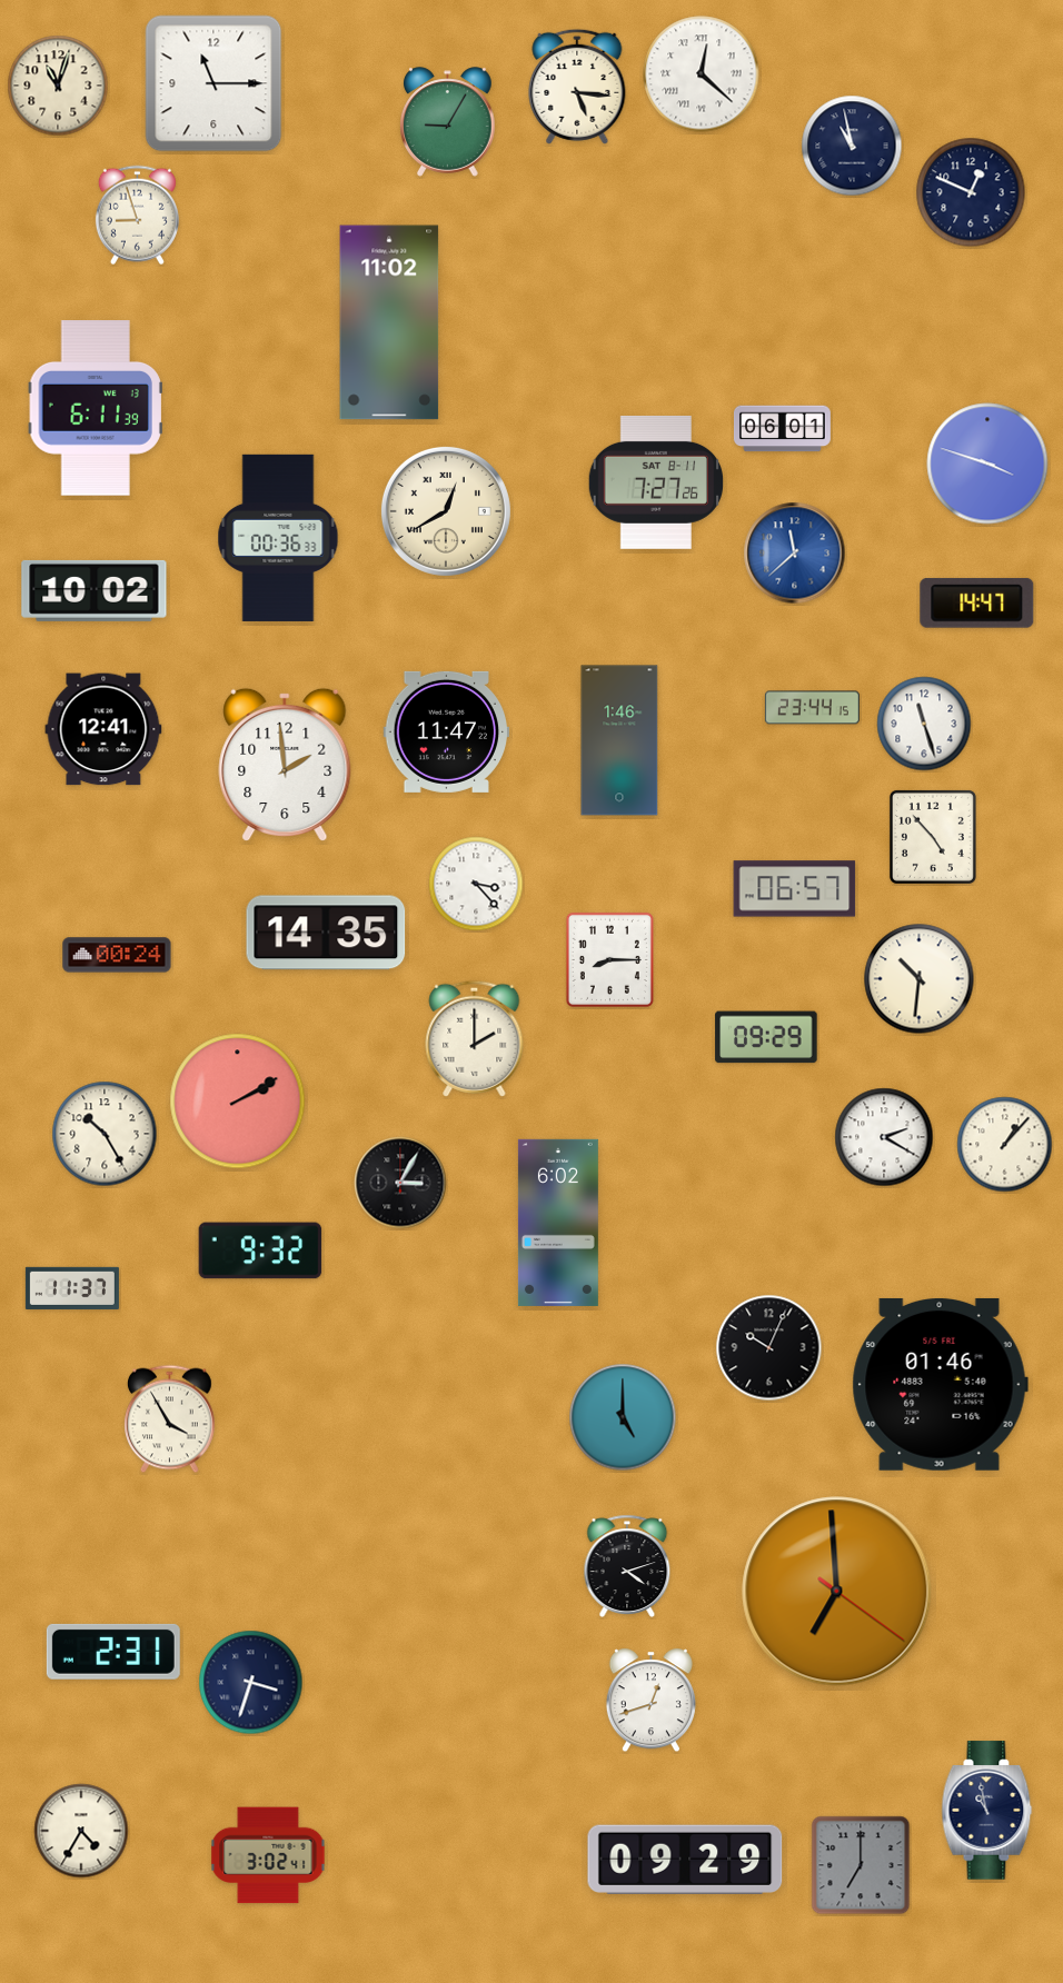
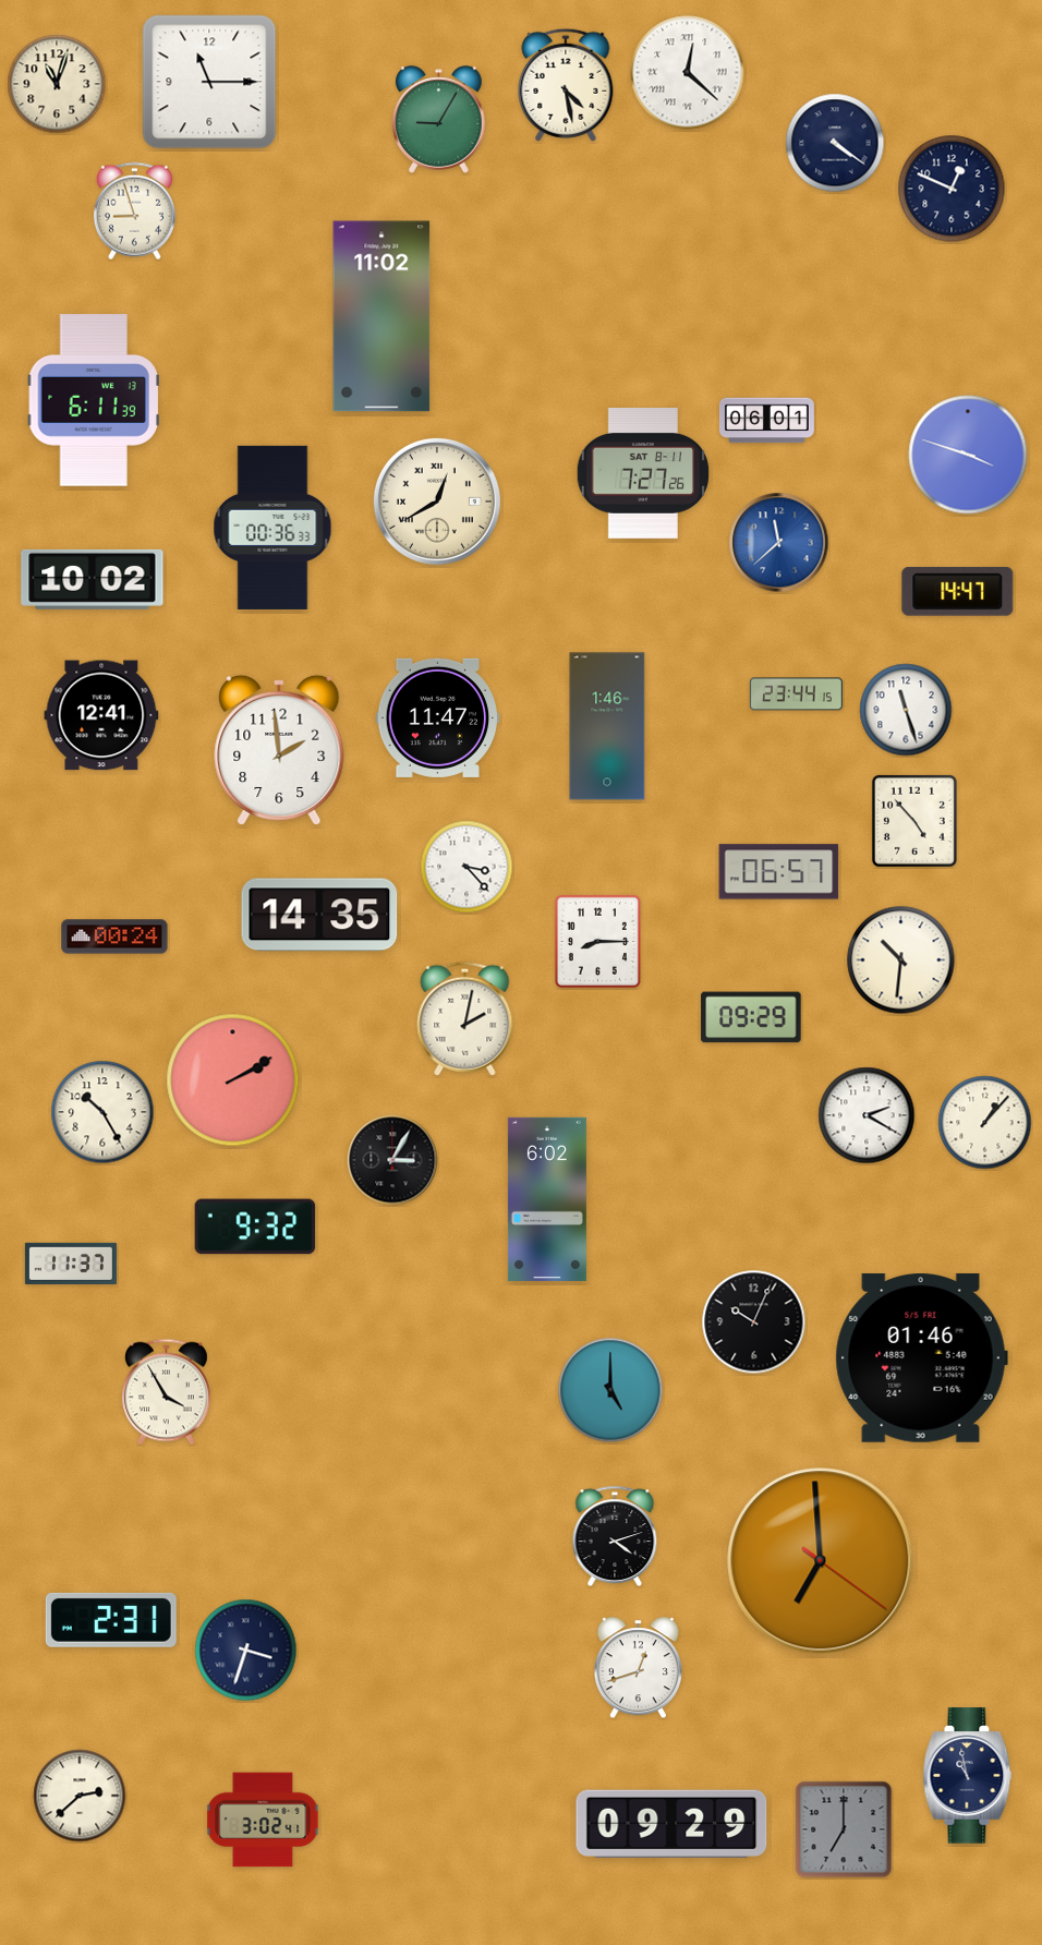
clock at (577, 87): 5:16 -> 4:28
clock at (852, 146): 10:58 -> 4:21
clock at (475, 1038): 2:00 -> 2:02
clock at (81, 1831): 4:35 -> 2:38
